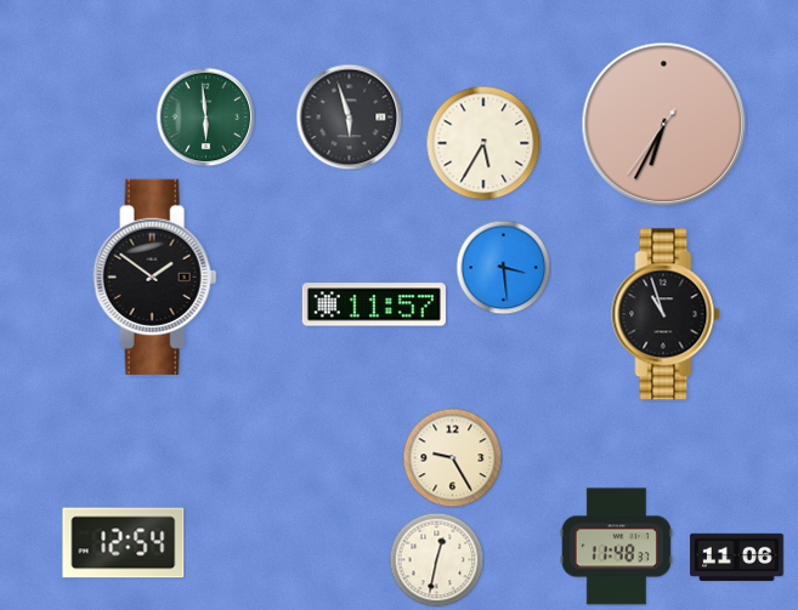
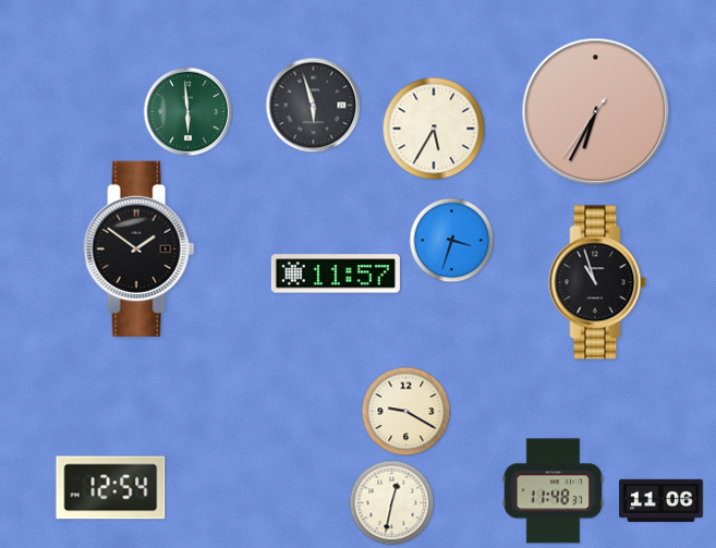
clock at (205, 116) position: (205, 116) -> (187, 111)
clock at (503, 267): 3:29 -> 3:33
clock at (452, 457): 9:25 -> 9:20
